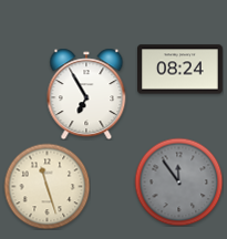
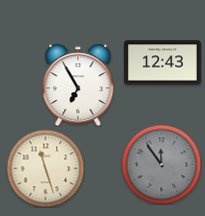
clock at (180, 70): 08:24 -> 12:43
clock at (47, 186) position: (47, 186) -> (45, 168)
